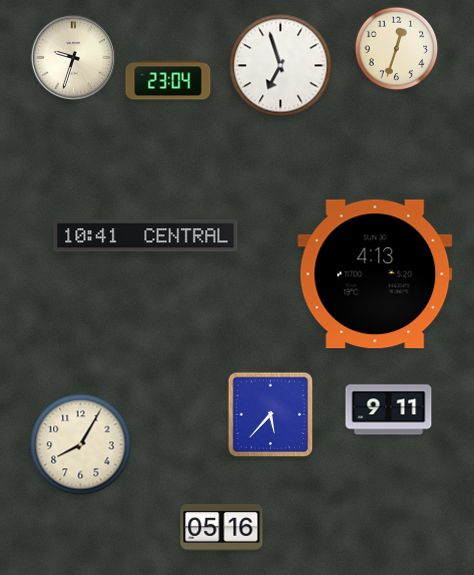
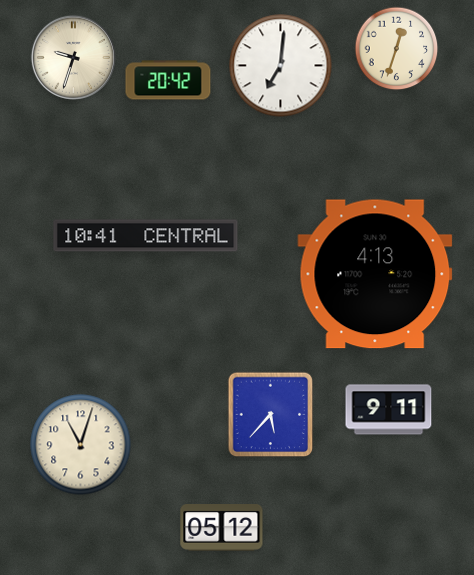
clock at (281, 66): 6:57 -> 7:01
clock at (168, 80): 23:04 -> 20:42
clock at (81, 445): 8:05 -> 11:03
clock at (222, 528): 05:16 -> 05:12
